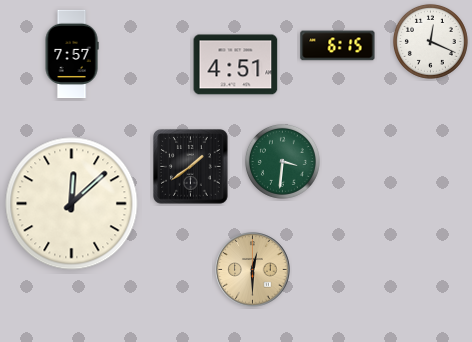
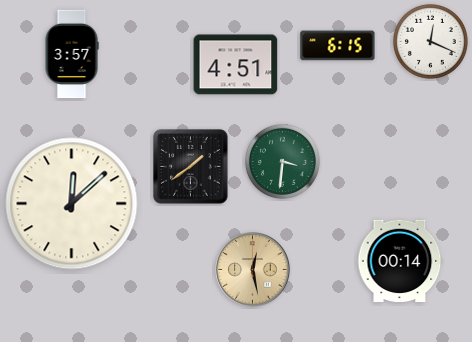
clock at (72, 54): 7:57 -> 3:57
clock at (400, 261): none -> 00:14
clock at (253, 270): 12:30 -> 12:28
